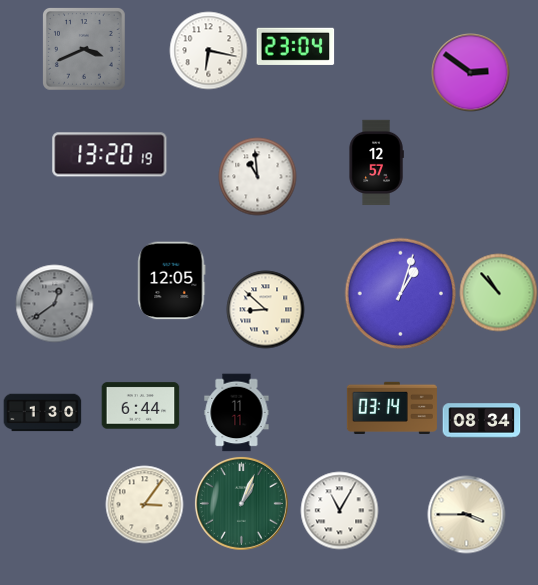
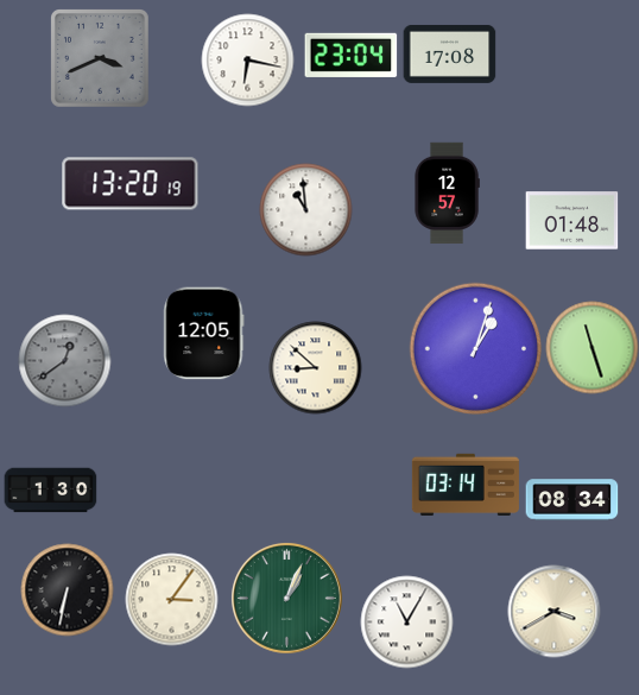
clock at (449, 53): none -> 17:08
clock at (470, 72): 2:51 -> none
clock at (571, 221): none -> 01:48
clock at (498, 292): 10:53 -> 11:27
clock at (140, 406): 6:44 -> none
clock at (237, 412): 11:11 -> none
clock at (67, 589): none -> 6:32
clock at (339, 510) position: (339, 510) -> (406, 621)
clock at (466, 514): 3:45 -> 3:40
